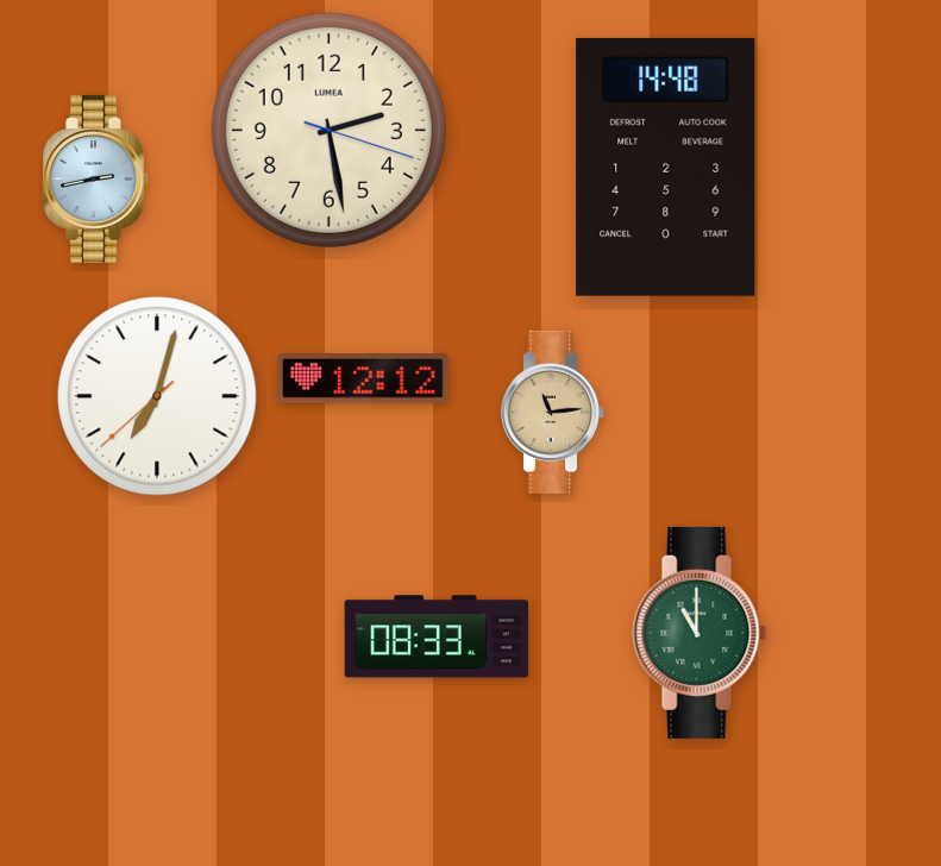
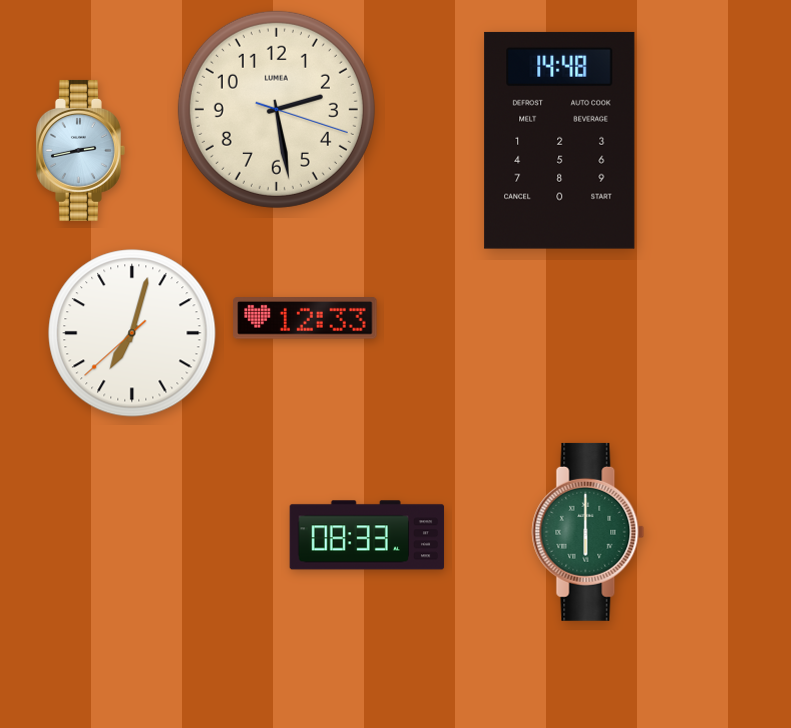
clock at (363, 378): 12:12 -> 12:33
clock at (553, 412): 11:14 -> none
clock at (700, 633): 11:00 -> 6:00
